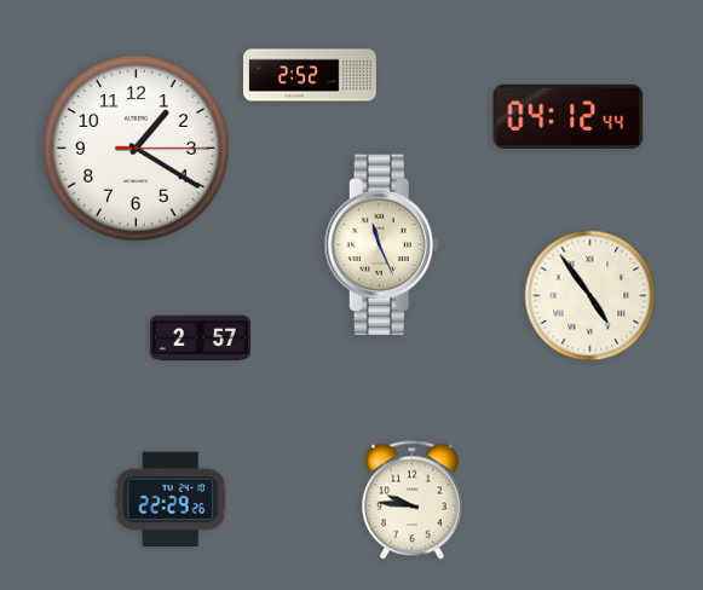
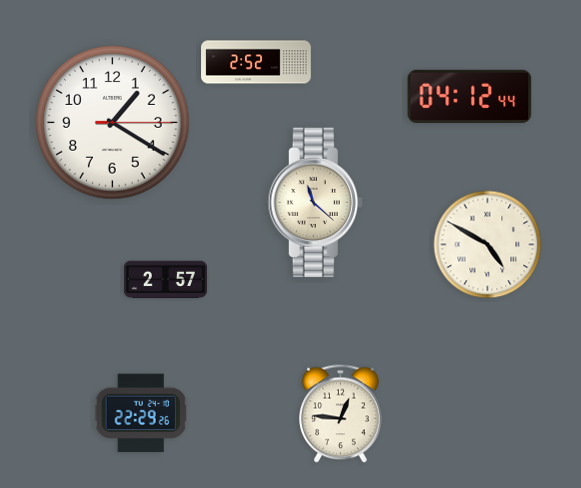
clock at (381, 245): 11:26 -> 11:22
clock at (590, 296): 4:54 -> 4:50
clock at (413, 501): 9:46 -> 12:46
